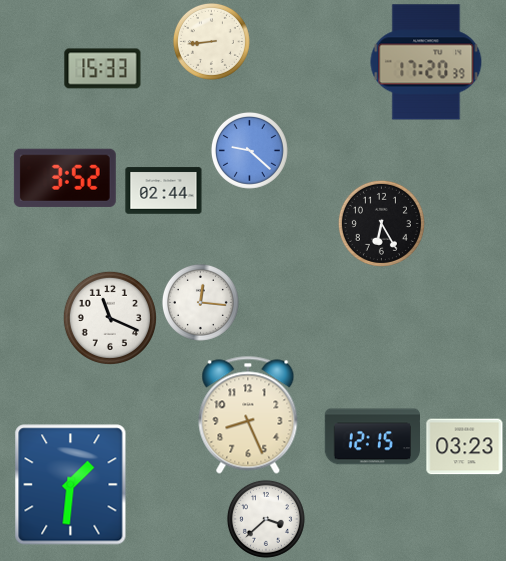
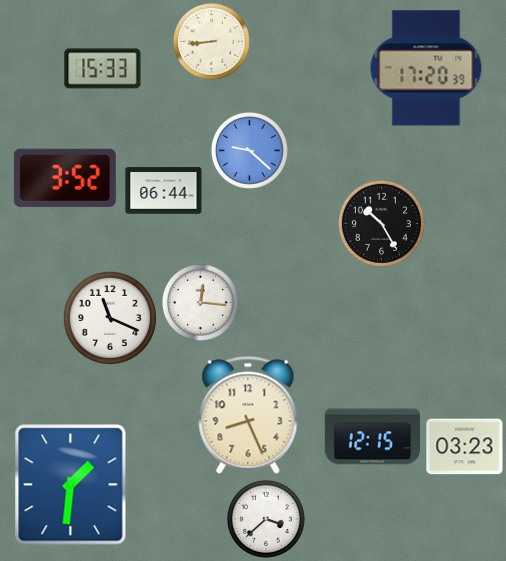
clock at (426, 62) position: (426, 62) -> (426, 68)
clock at (164, 191): 02:44 -> 06:44
clock at (381, 223): 6:25 -> 10:25
